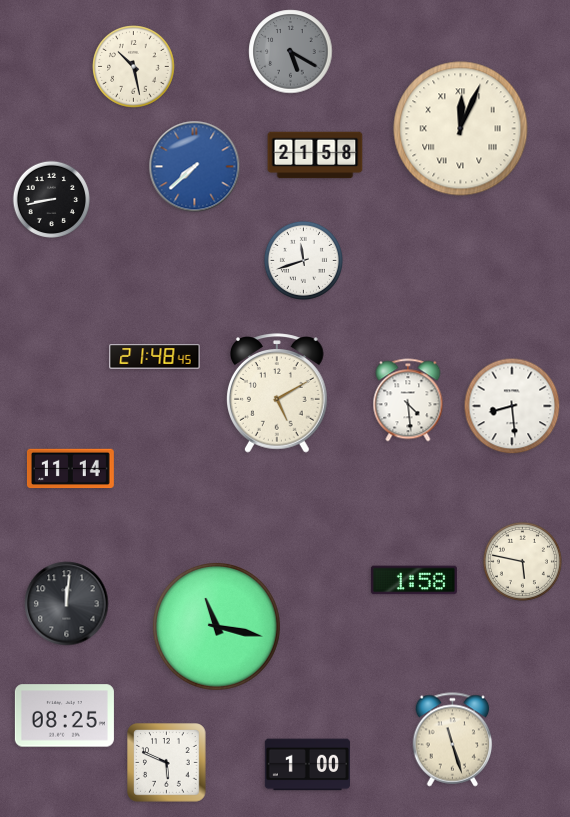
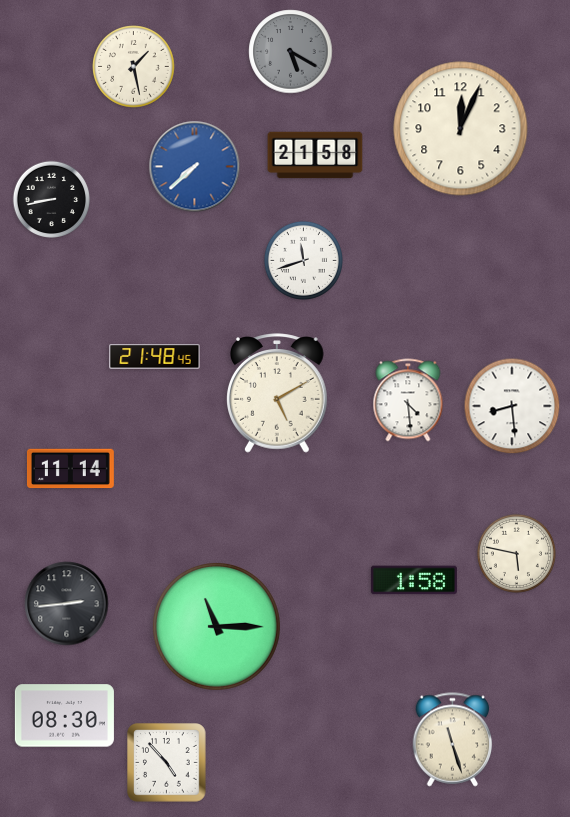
clock at (134, 67): 10:28 -> 1:28
clock at (461, 129) numerals: Roman -> Arabic
clock at (522, 561) position: (522, 561) -> (516, 553)
clock at (67, 604): 12:01 -> 2:44
clock at (217, 627): 11:17 -> 11:15
clock at (64, 716): 08:25 -> 08:30
clock at (167, 763): 5:49 -> 4:53
clock at (307, 765): 1:00 -> none
